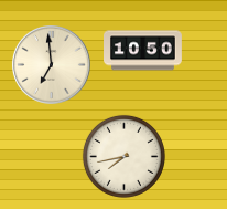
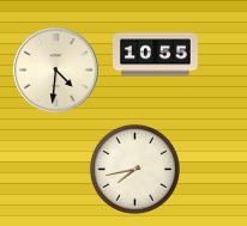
clock at (143, 51): 10:50 -> 10:55
clock at (52, 65): 6:59 -> 4:31
